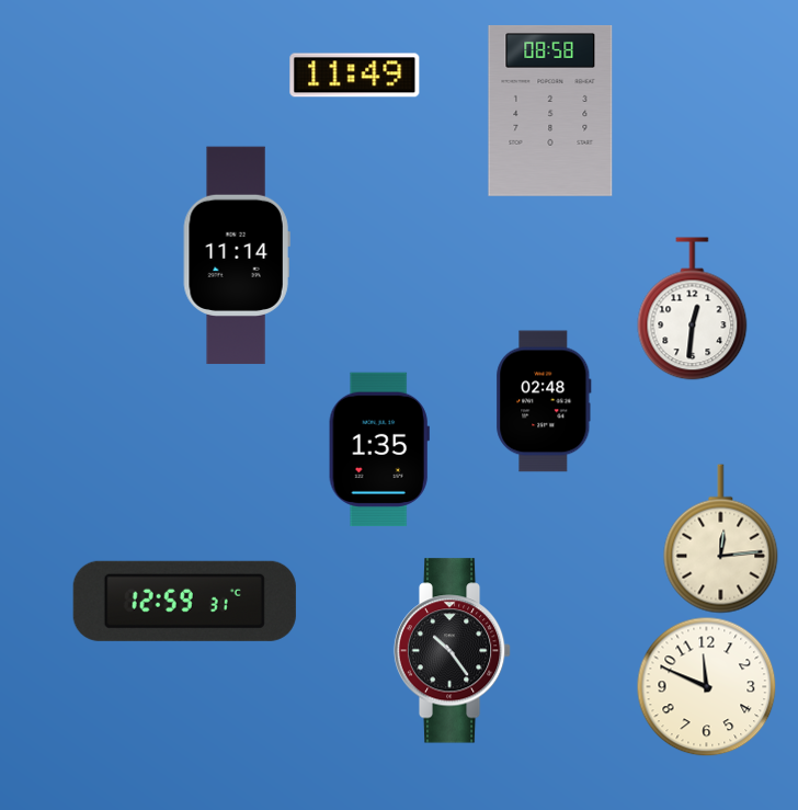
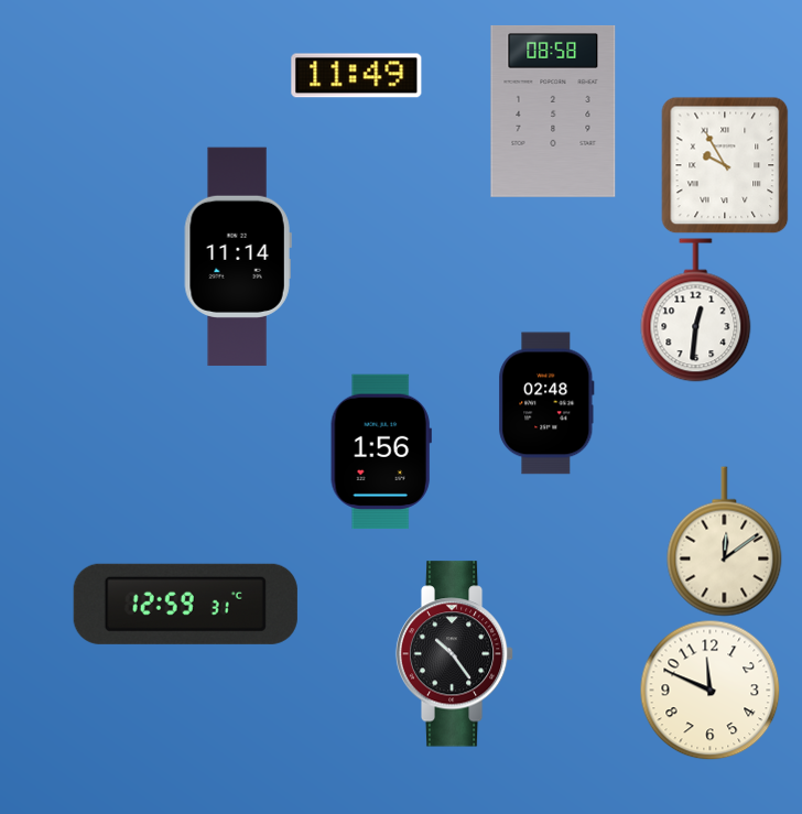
clock at (725, 165): none -> 9:55
clock at (379, 449): 1:35 -> 1:56
clock at (721, 539): 12:14 -> 12:09
